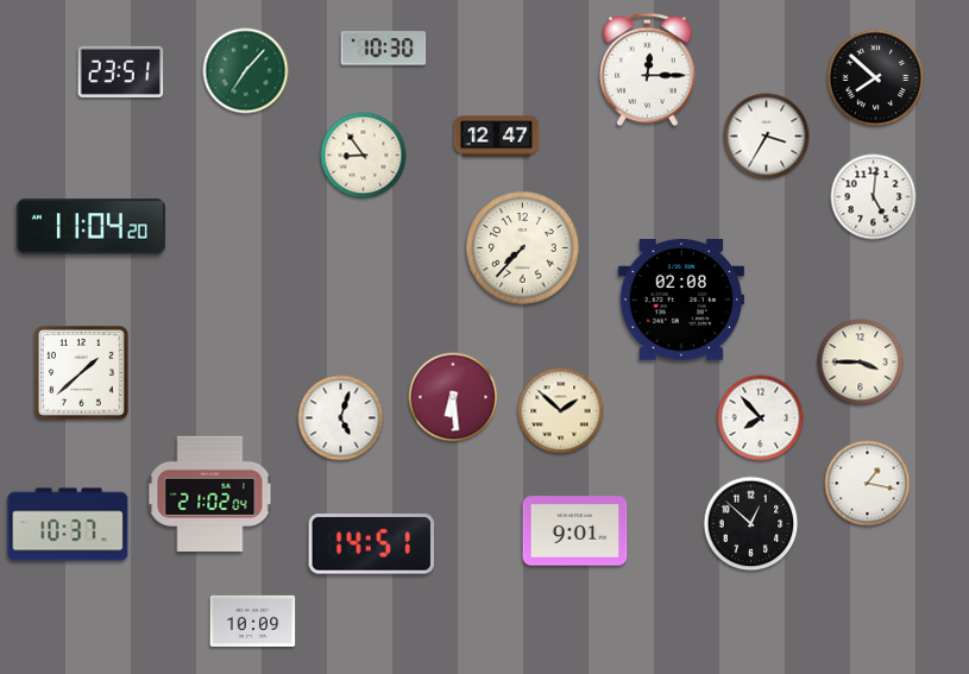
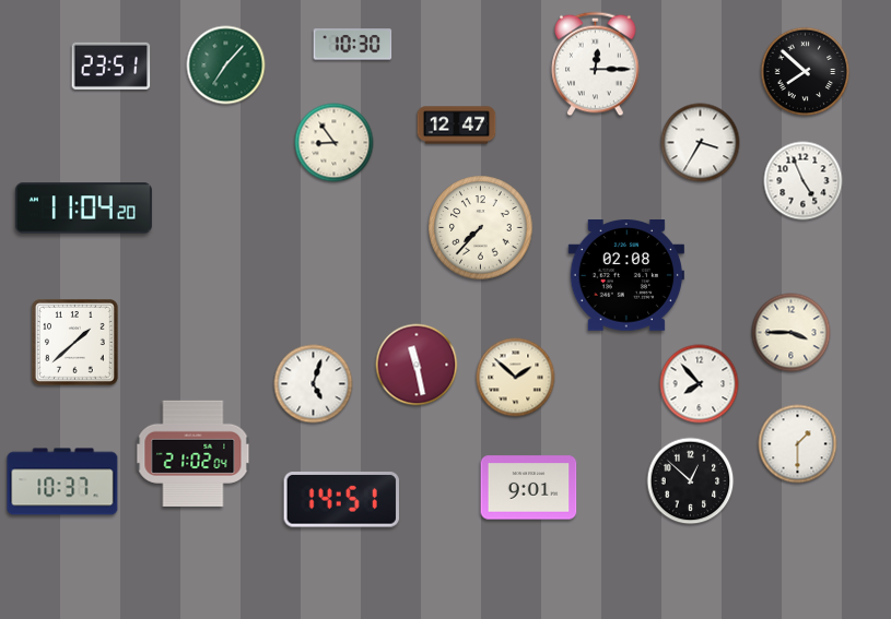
clock at (767, 137) position: (767, 137) -> (701, 143)
clock at (874, 197): 5:01 -> 4:56
clock at (453, 397): 6:29 -> 11:28
clock at (868, 484): 1:17 -> 1:30
clock at (253, 621): 10:09 -> none
